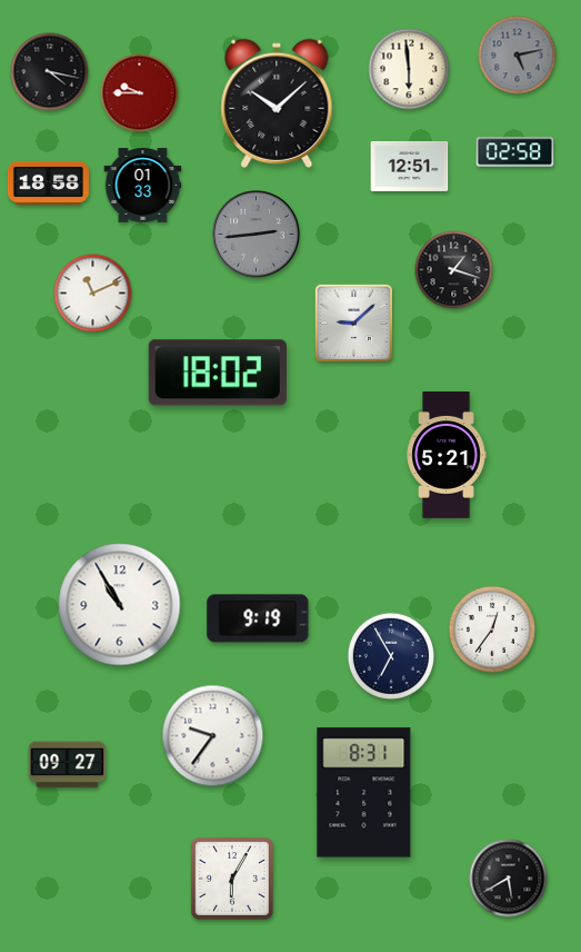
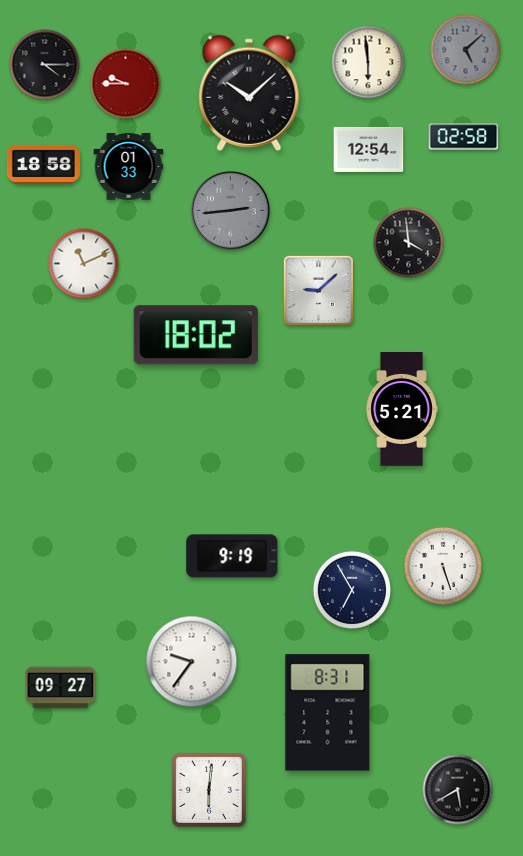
clock at (518, 56): 5:13 -> 5:08
clock at (50, 72): 4:17 -> 4:15
clock at (410, 166): 12:51 -> 12:54
clock at (454, 270): 1:18 -> 3:59
clock at (120, 605): 10:55 -> none
clock at (491, 628): 12:36 -> 5:27
clock at (232, 879): 6:05 -> 6:01
